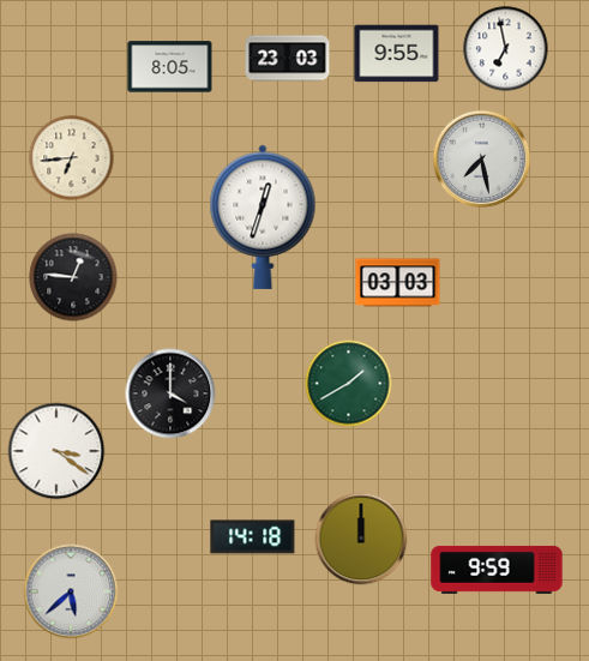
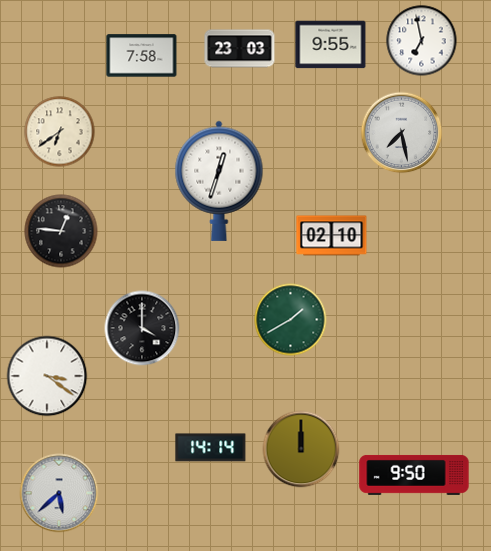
clock at (170, 67): 8:05 -> 7:58
clock at (72, 158): 6:44 -> 6:39
clock at (398, 283): 03:03 -> 02:10
clock at (253, 537): 14:18 -> 14:14
clock at (497, 570): 9:59 -> 9:50
